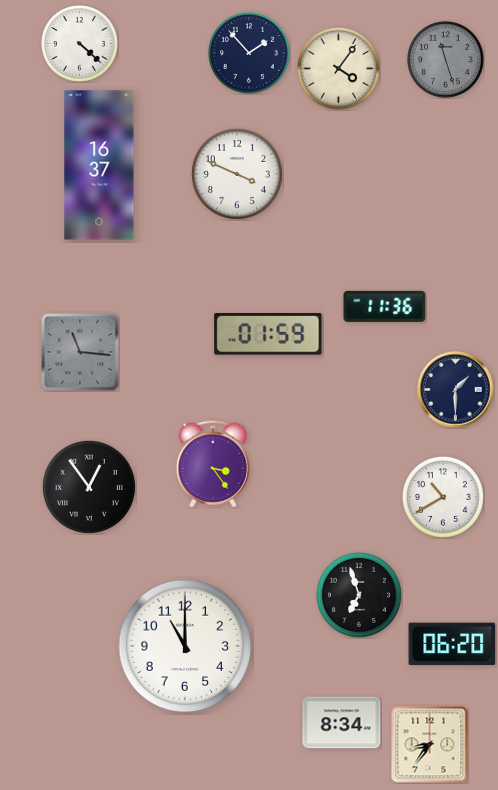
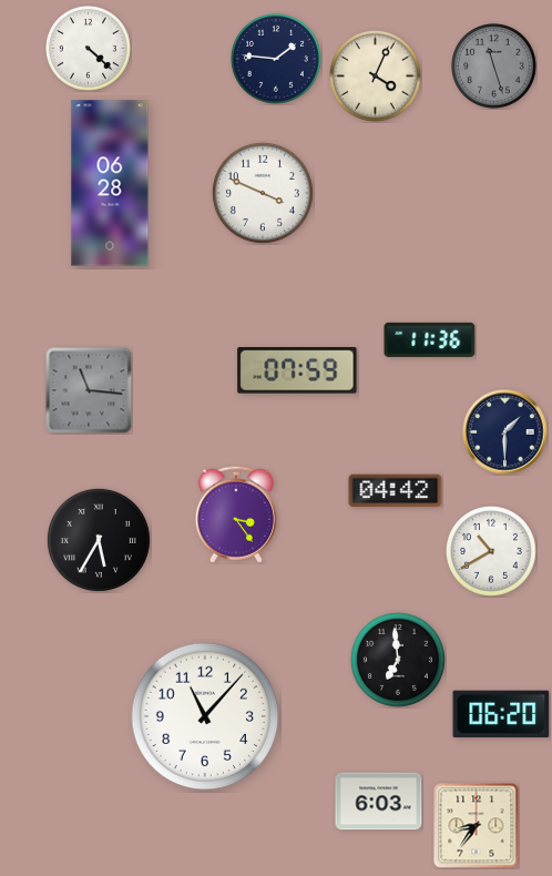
clock at (249, 53): 1:53 -> 1:46
clock at (338, 68): 4:06 -> 4:04
clock at (99, 165): 16:37 -> 06:28
clock at (385, 306) position: (385, 306) -> (430, 339)
clock at (268, 334): 01:59 -> 07:59
clock at (396, 491): none -> 04:42
clock at (89, 487): 12:54 -> 5:35
clock at (359, 595): 6:57 -> 6:59
clock at (185, 646): 11:00 -> 11:07
clock at (342, 723): 8:34 -> 6:03
